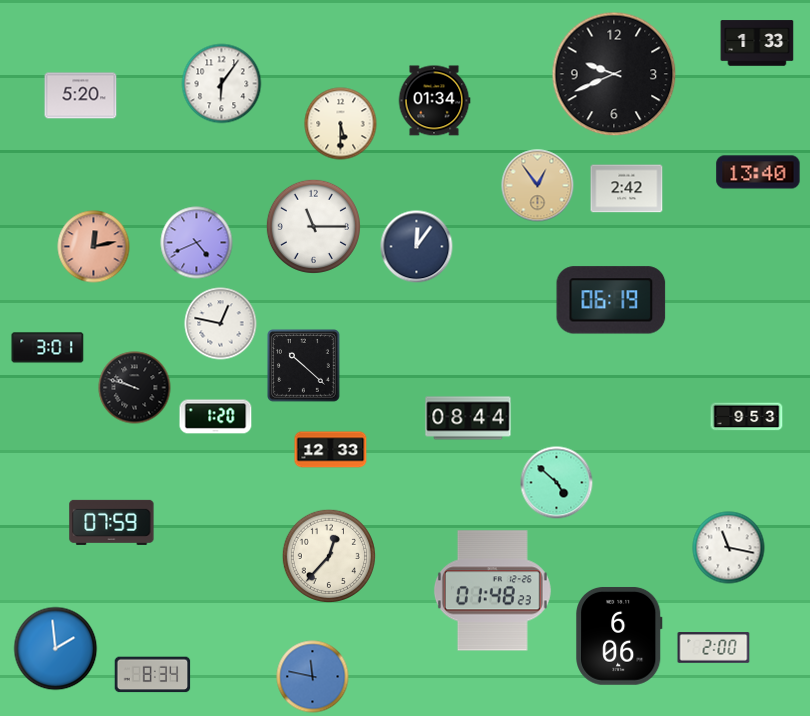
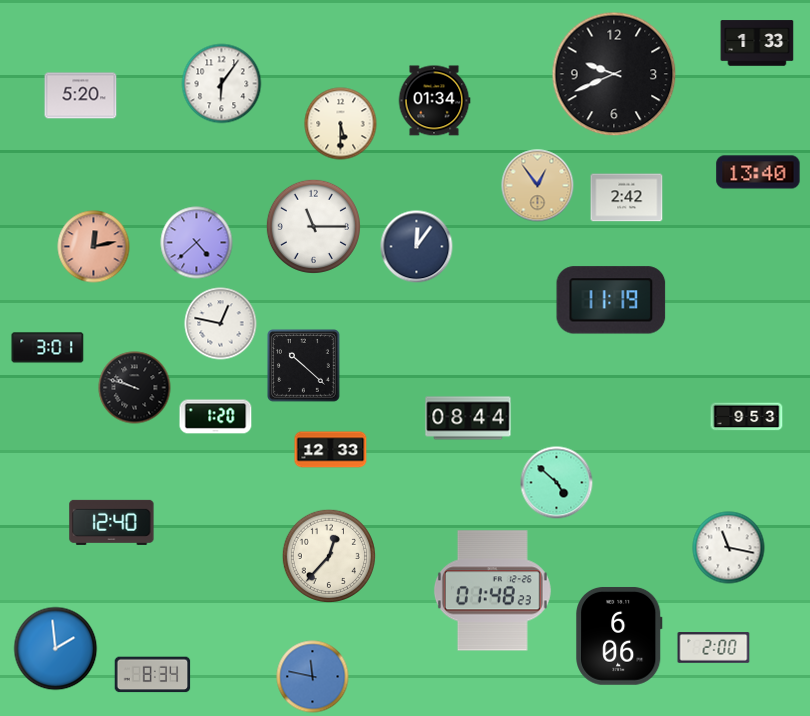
clock at (627, 189) position: (627, 189) -> (627, 198)
clock at (197, 243): 4:41 -> 4:38
clock at (611, 300): 06:19 -> 11:19
clock at (112, 522): 07:59 -> 12:40
